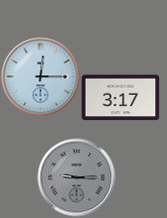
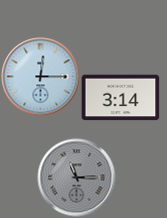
clock at (120, 98): 3:17 -> 3:14
clock at (76, 177): 9:15 -> 11:15
